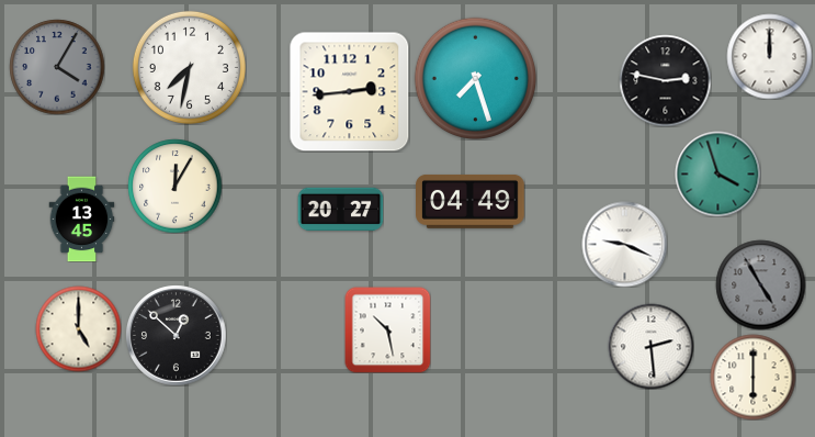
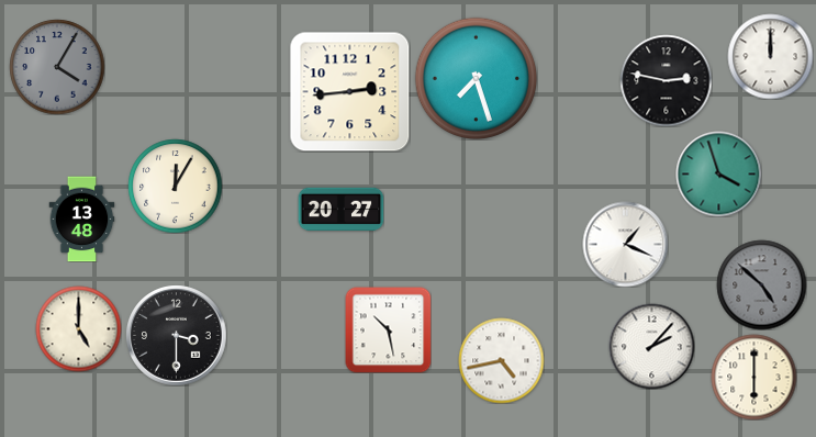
clock at (189, 67): 7:32 -> none
clock at (471, 201): 04:49 -> none
clock at (82, 218): 13:45 -> 13:48
clock at (624, 244): 9:19 -> 1:19
clock at (760, 284): 4:55 -> 4:52
clock at (176, 335): 12:52 -> 3:30
clock at (650, 346): 2:29 -> 2:07
clock at (501, 360): none -> 4:43
